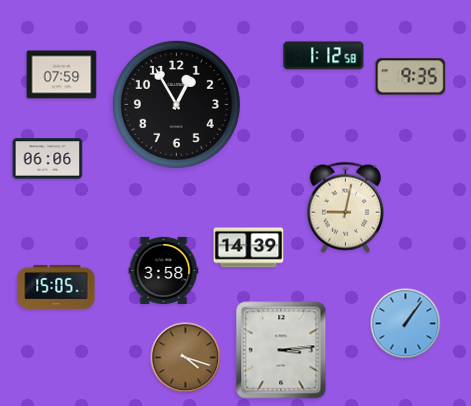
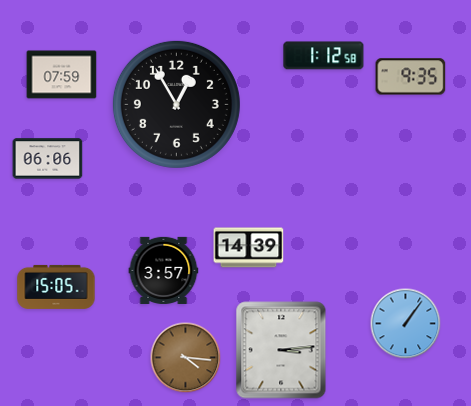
clock at (345, 207): 9:02 -> none
clock at (164, 270): 3:58 -> 3:57
clock at (186, 358): 4:18 -> 4:16
